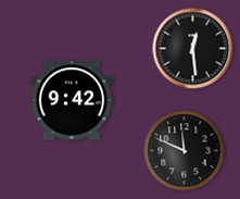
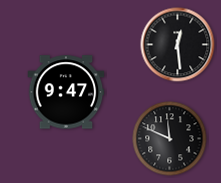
clock at (72, 100): 9:42 -> 9:47
